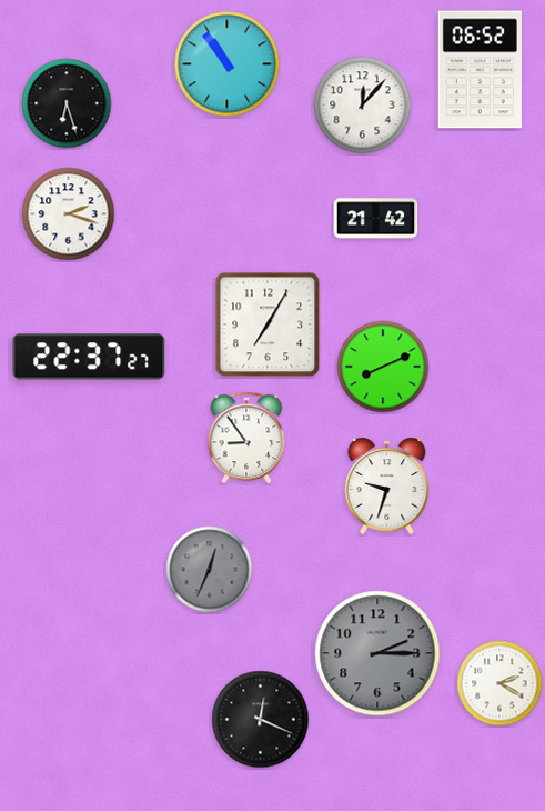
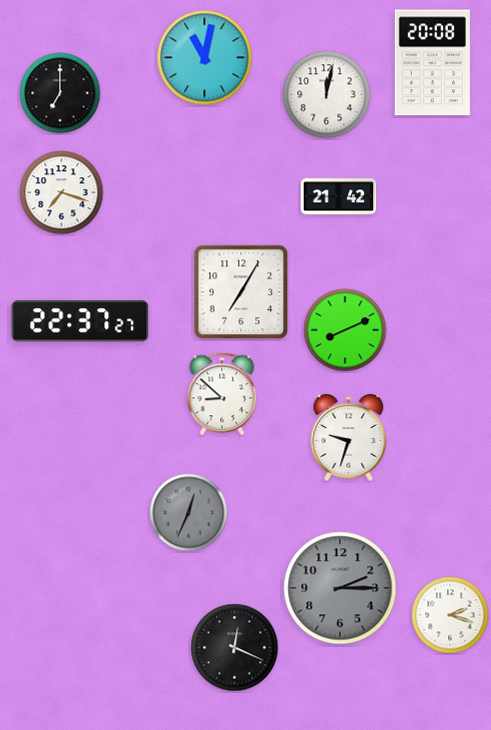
clock at (228, 64): 10:54 -> 11:02
clock at (480, 70): 06:52 -> 20:08
clock at (67, 103): 6:27 -> 7:00
clock at (363, 106): 12:07 -> 12:02
clock at (69, 214): 2:18 -> 7:18
clock at (246, 438): 8:54 -> 8:52
clock at (499, 683): 2:20 -> 2:18
